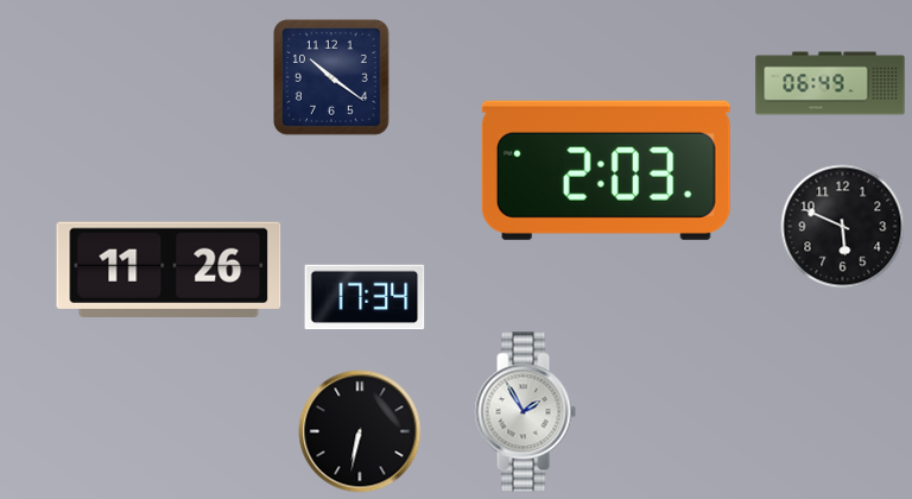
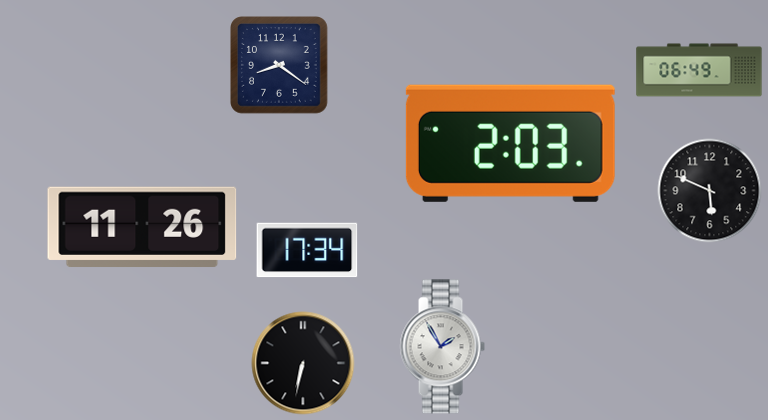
clock at (331, 77): 10:21 -> 8:21
